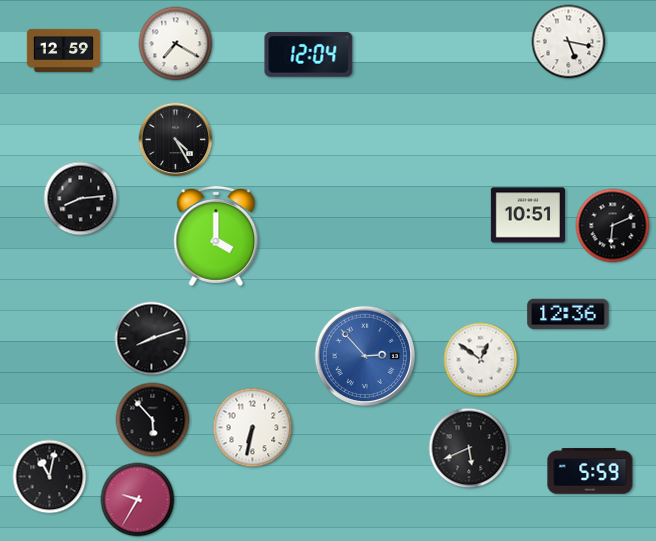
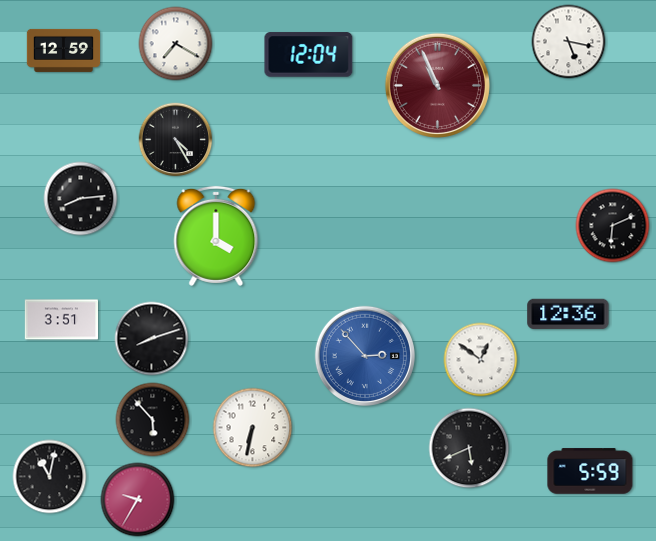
clock at (437, 85): none -> 10:56
clock at (528, 215): 10:51 -> none
clock at (61, 320): none -> 3:51
